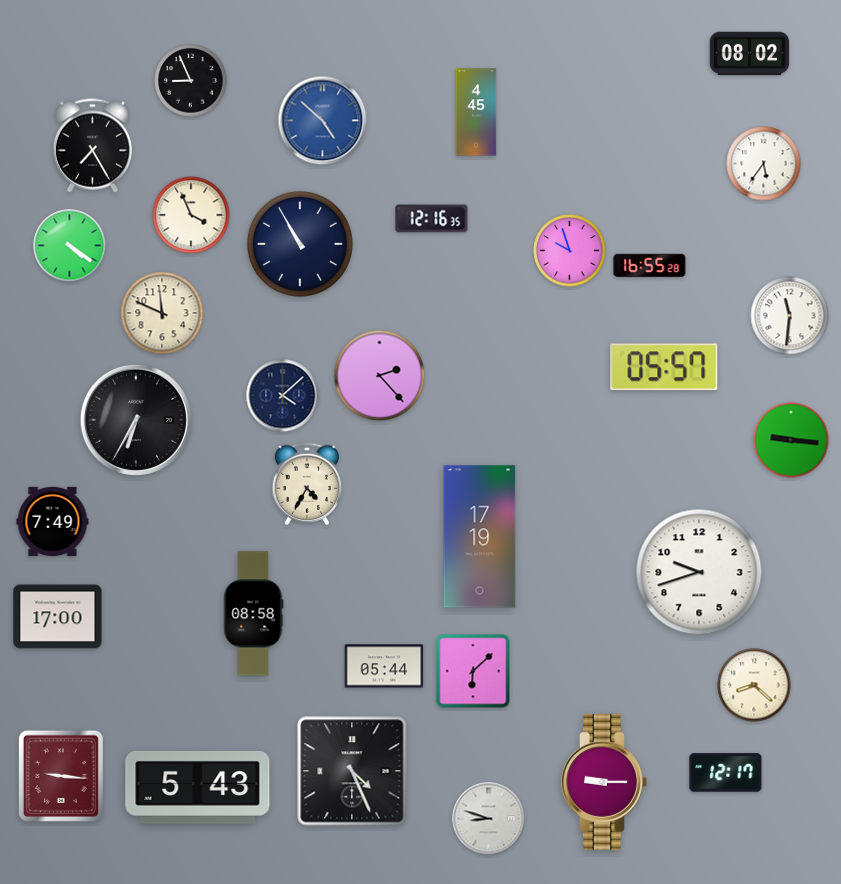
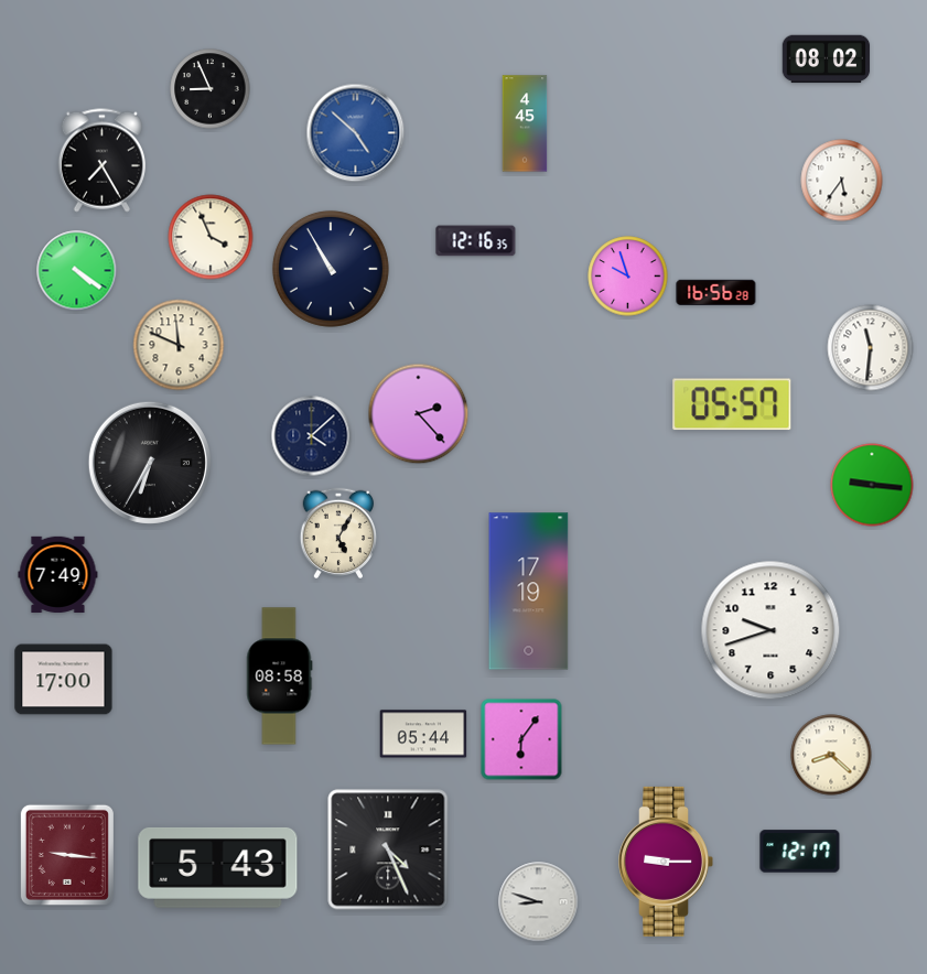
clock at (650, 265): 16:55 -> 16:56
clock at (307, 484): 4:35 -> 5:05
clock at (473, 671): 6:08 -> 6:06
